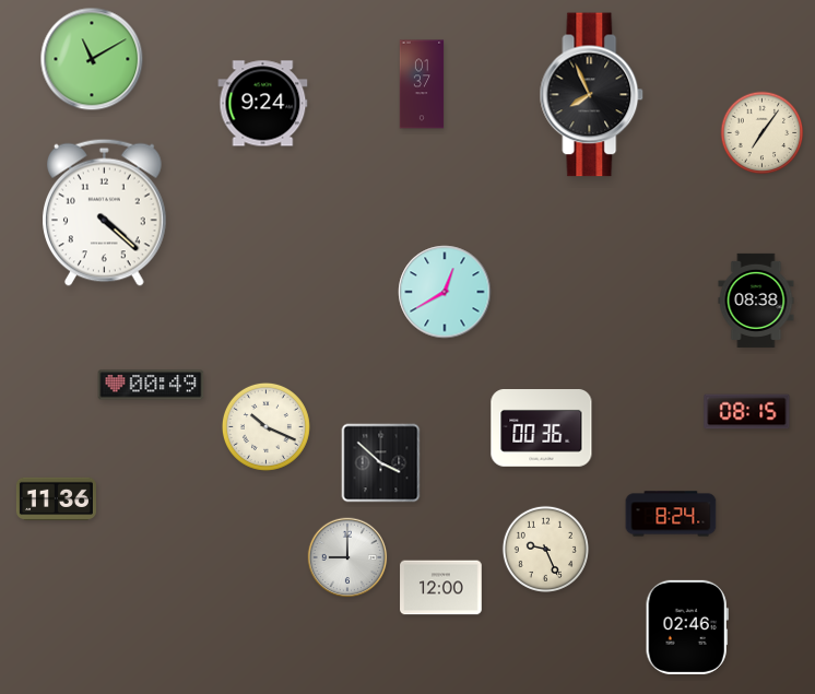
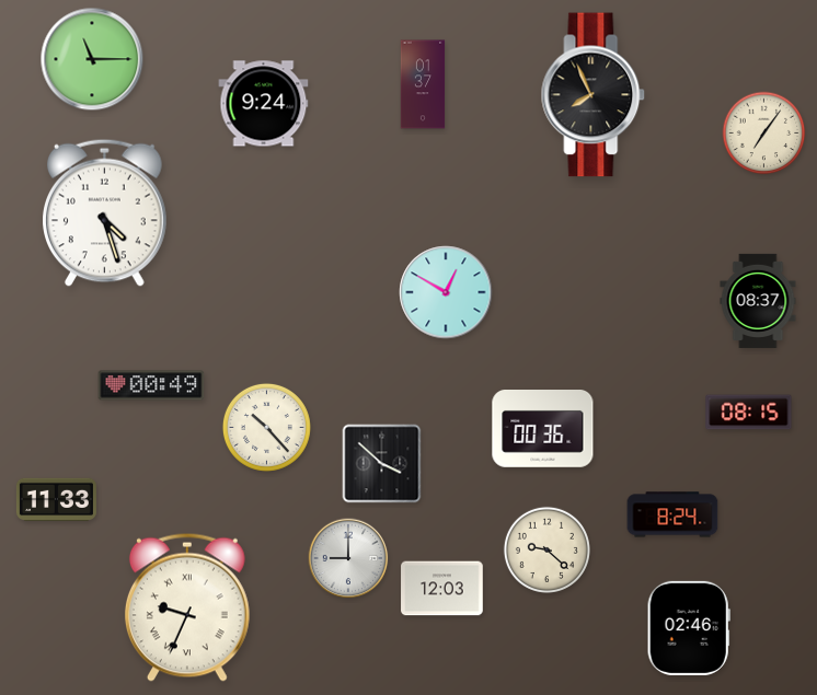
clock at (92, 59): 11:10 -> 11:15
clock at (105, 212): 4:22 -> 4:27
clock at (445, 292): 12:40 -> 12:50
clock at (756, 301): 08:38 -> 08:37
clock at (265, 426): 10:19 -> 10:23
clock at (56, 499): 11:36 -> 11:33
clock at (545, 549): 9:26 -> 9:22
clock at (441, 588): 12:00 -> 12:03
clock at (187, 607): none -> 9:34
